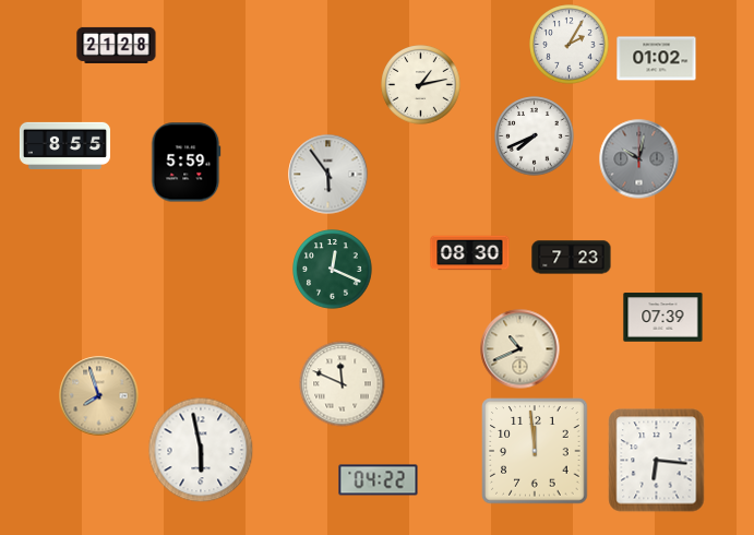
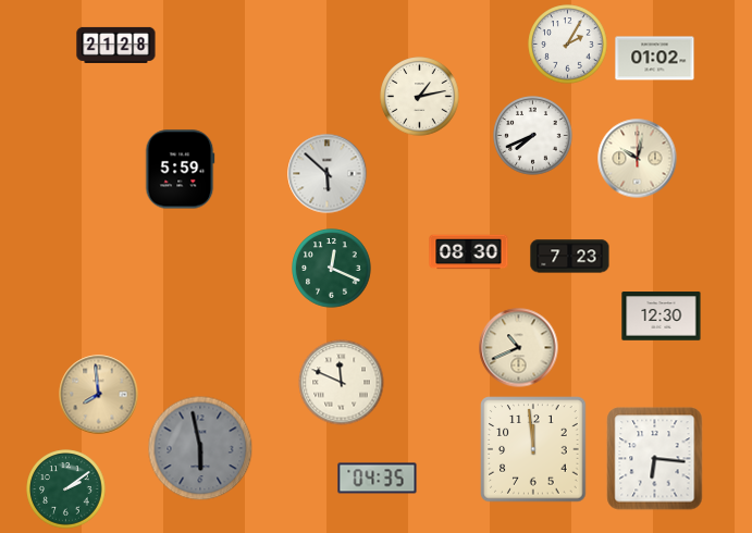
clock at (421, 85) position: (421, 85) -> (420, 97)
clock at (64, 145): 8:55 -> none
clock at (639, 159) dial: grey -> cream
clock at (185, 163) position: (185, 163) -> (180, 170)
clock at (328, 175): 5:54 -> 5:52
clock at (663, 318): 07:39 -> 12:30
clock at (99, 396): 7:57 -> 7:59
clock at (201, 450) dial: white -> grey
clock at (379, 480): 04:22 -> 04:35
clock at (66, 489): none -> 2:09
